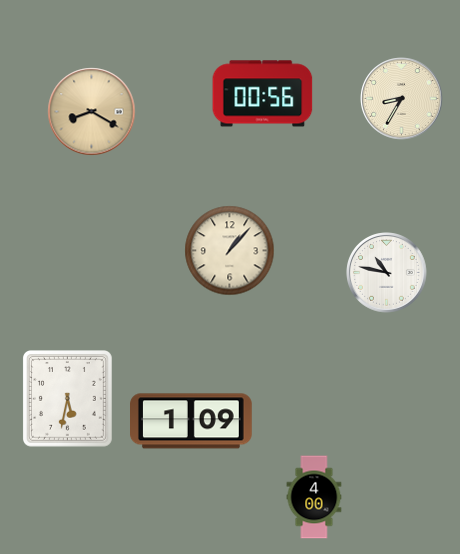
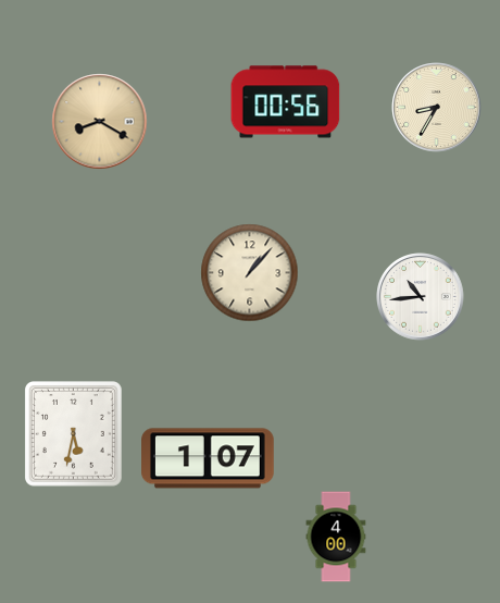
clock at (387, 273): 10:47 -> 10:44
clock at (192, 421): 1:09 -> 1:07
clock at (314, 497) position: (314, 497) -> (336, 537)
